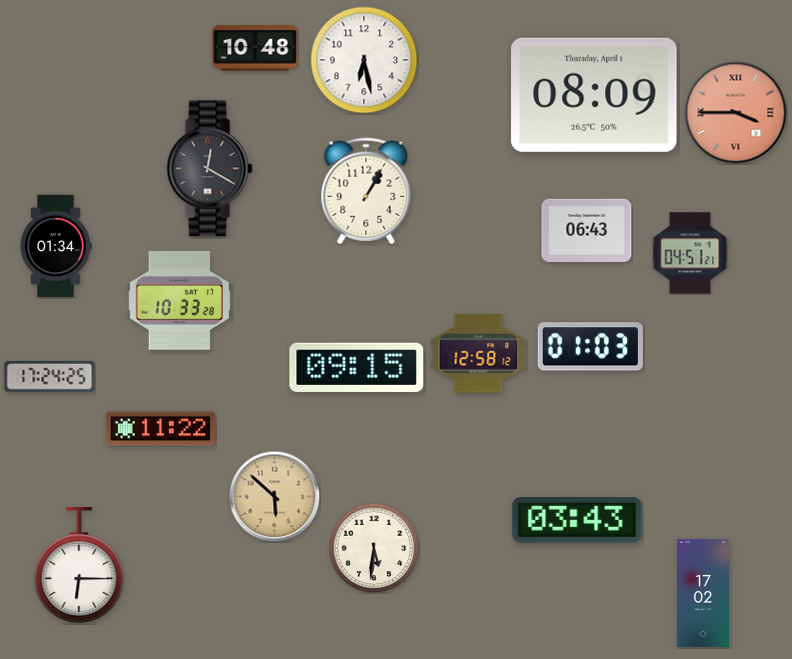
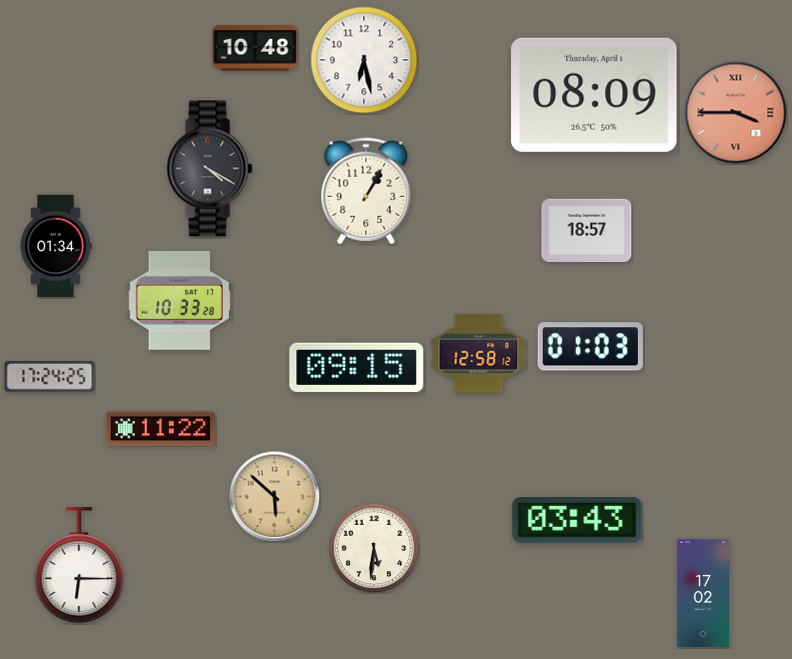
clock at (210, 169): 12:20 -> 4:20
clock at (587, 230): 06:43 -> 18:57
clock at (690, 253): 04:51 -> none
